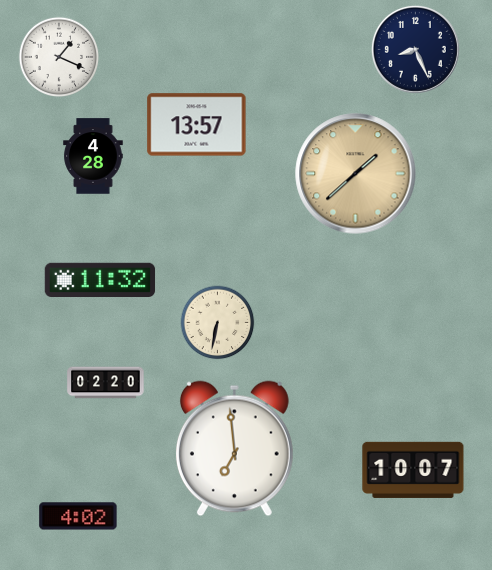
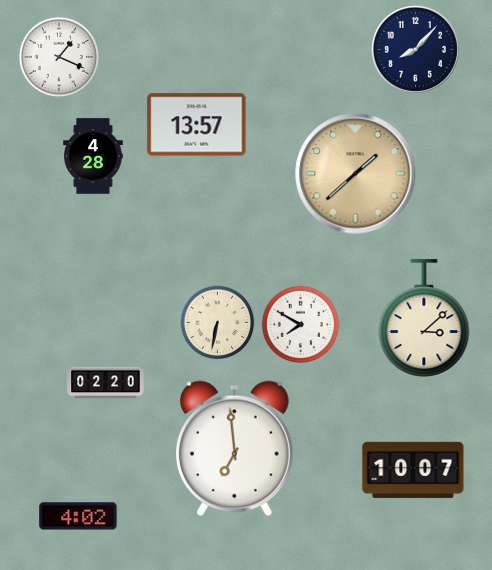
clock at (415, 49): 8:26 -> 8:07
clock at (100, 279): 11:32 -> none
clock at (424, 318): none -> 3:08
clock at (301, 325): none -> 7:50
